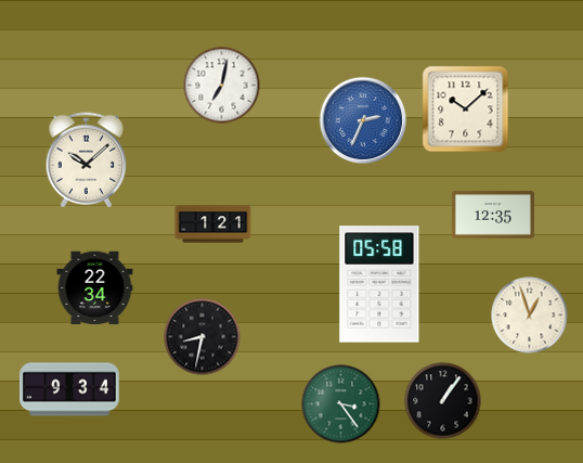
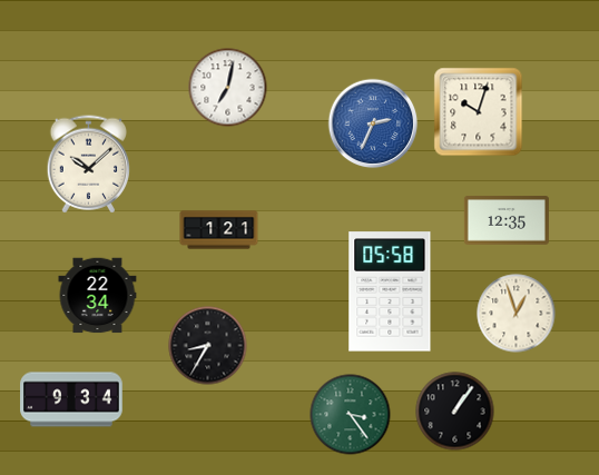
clock at (466, 110): 10:08 -> 10:03
clock at (530, 316) position: (530, 316) -> (517, 314)
clock at (203, 337): 8:32 -> 8:35
